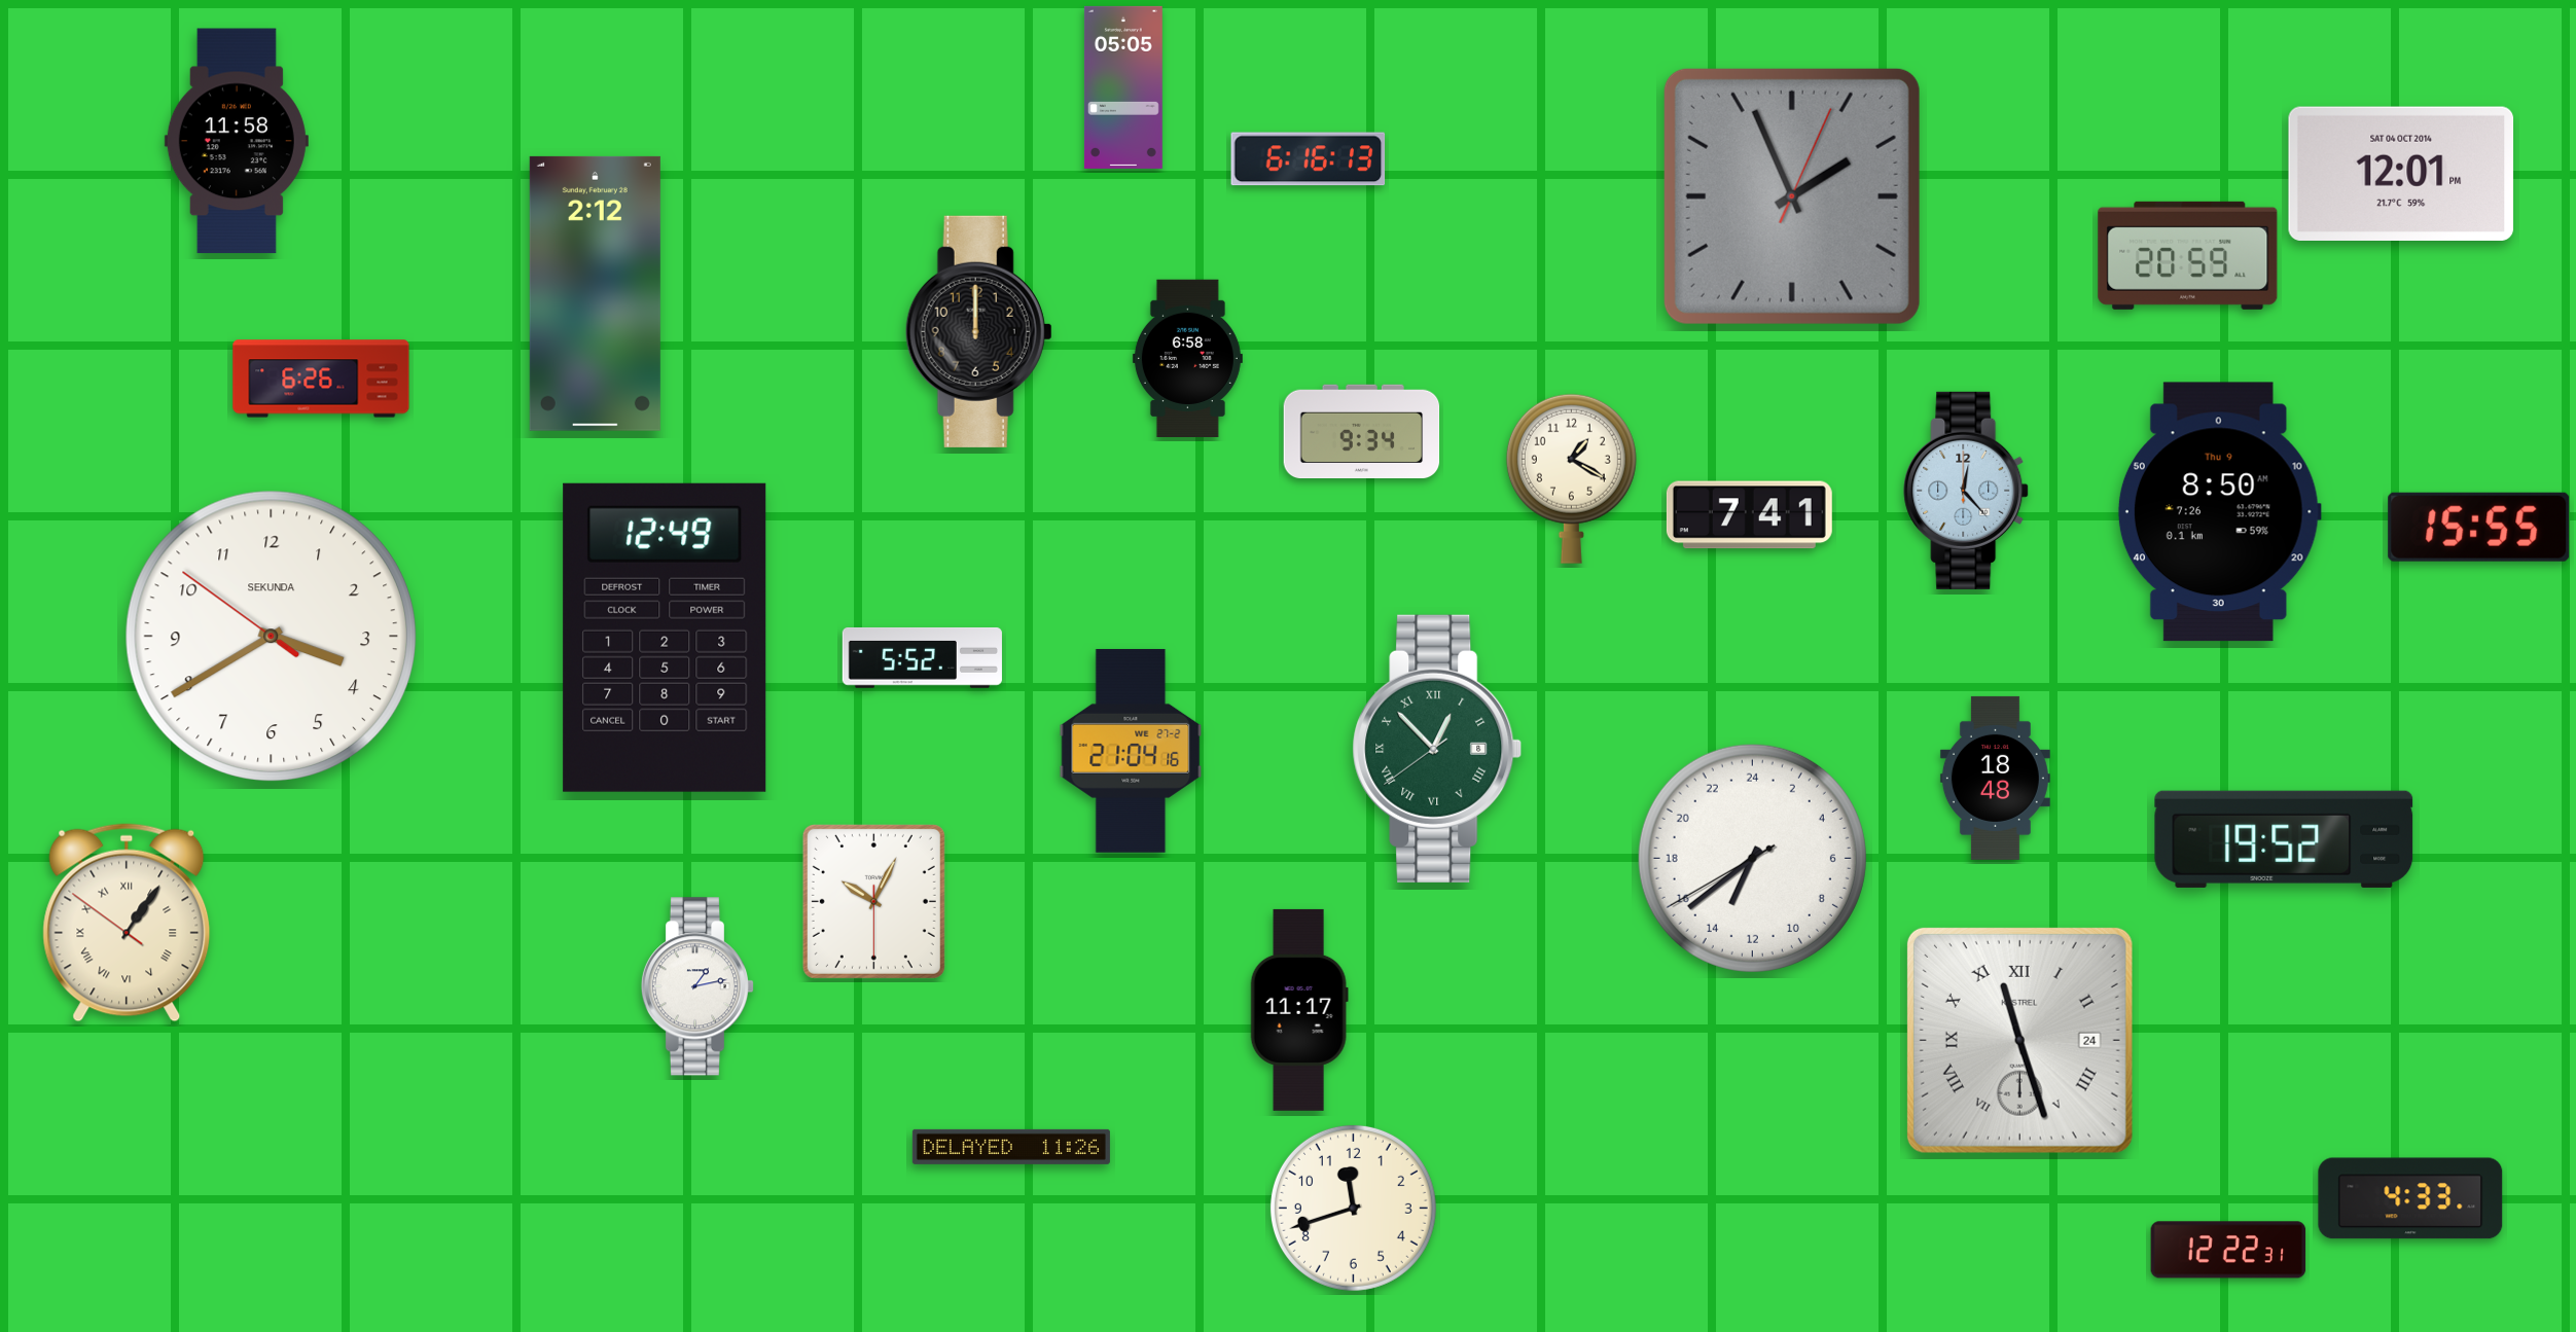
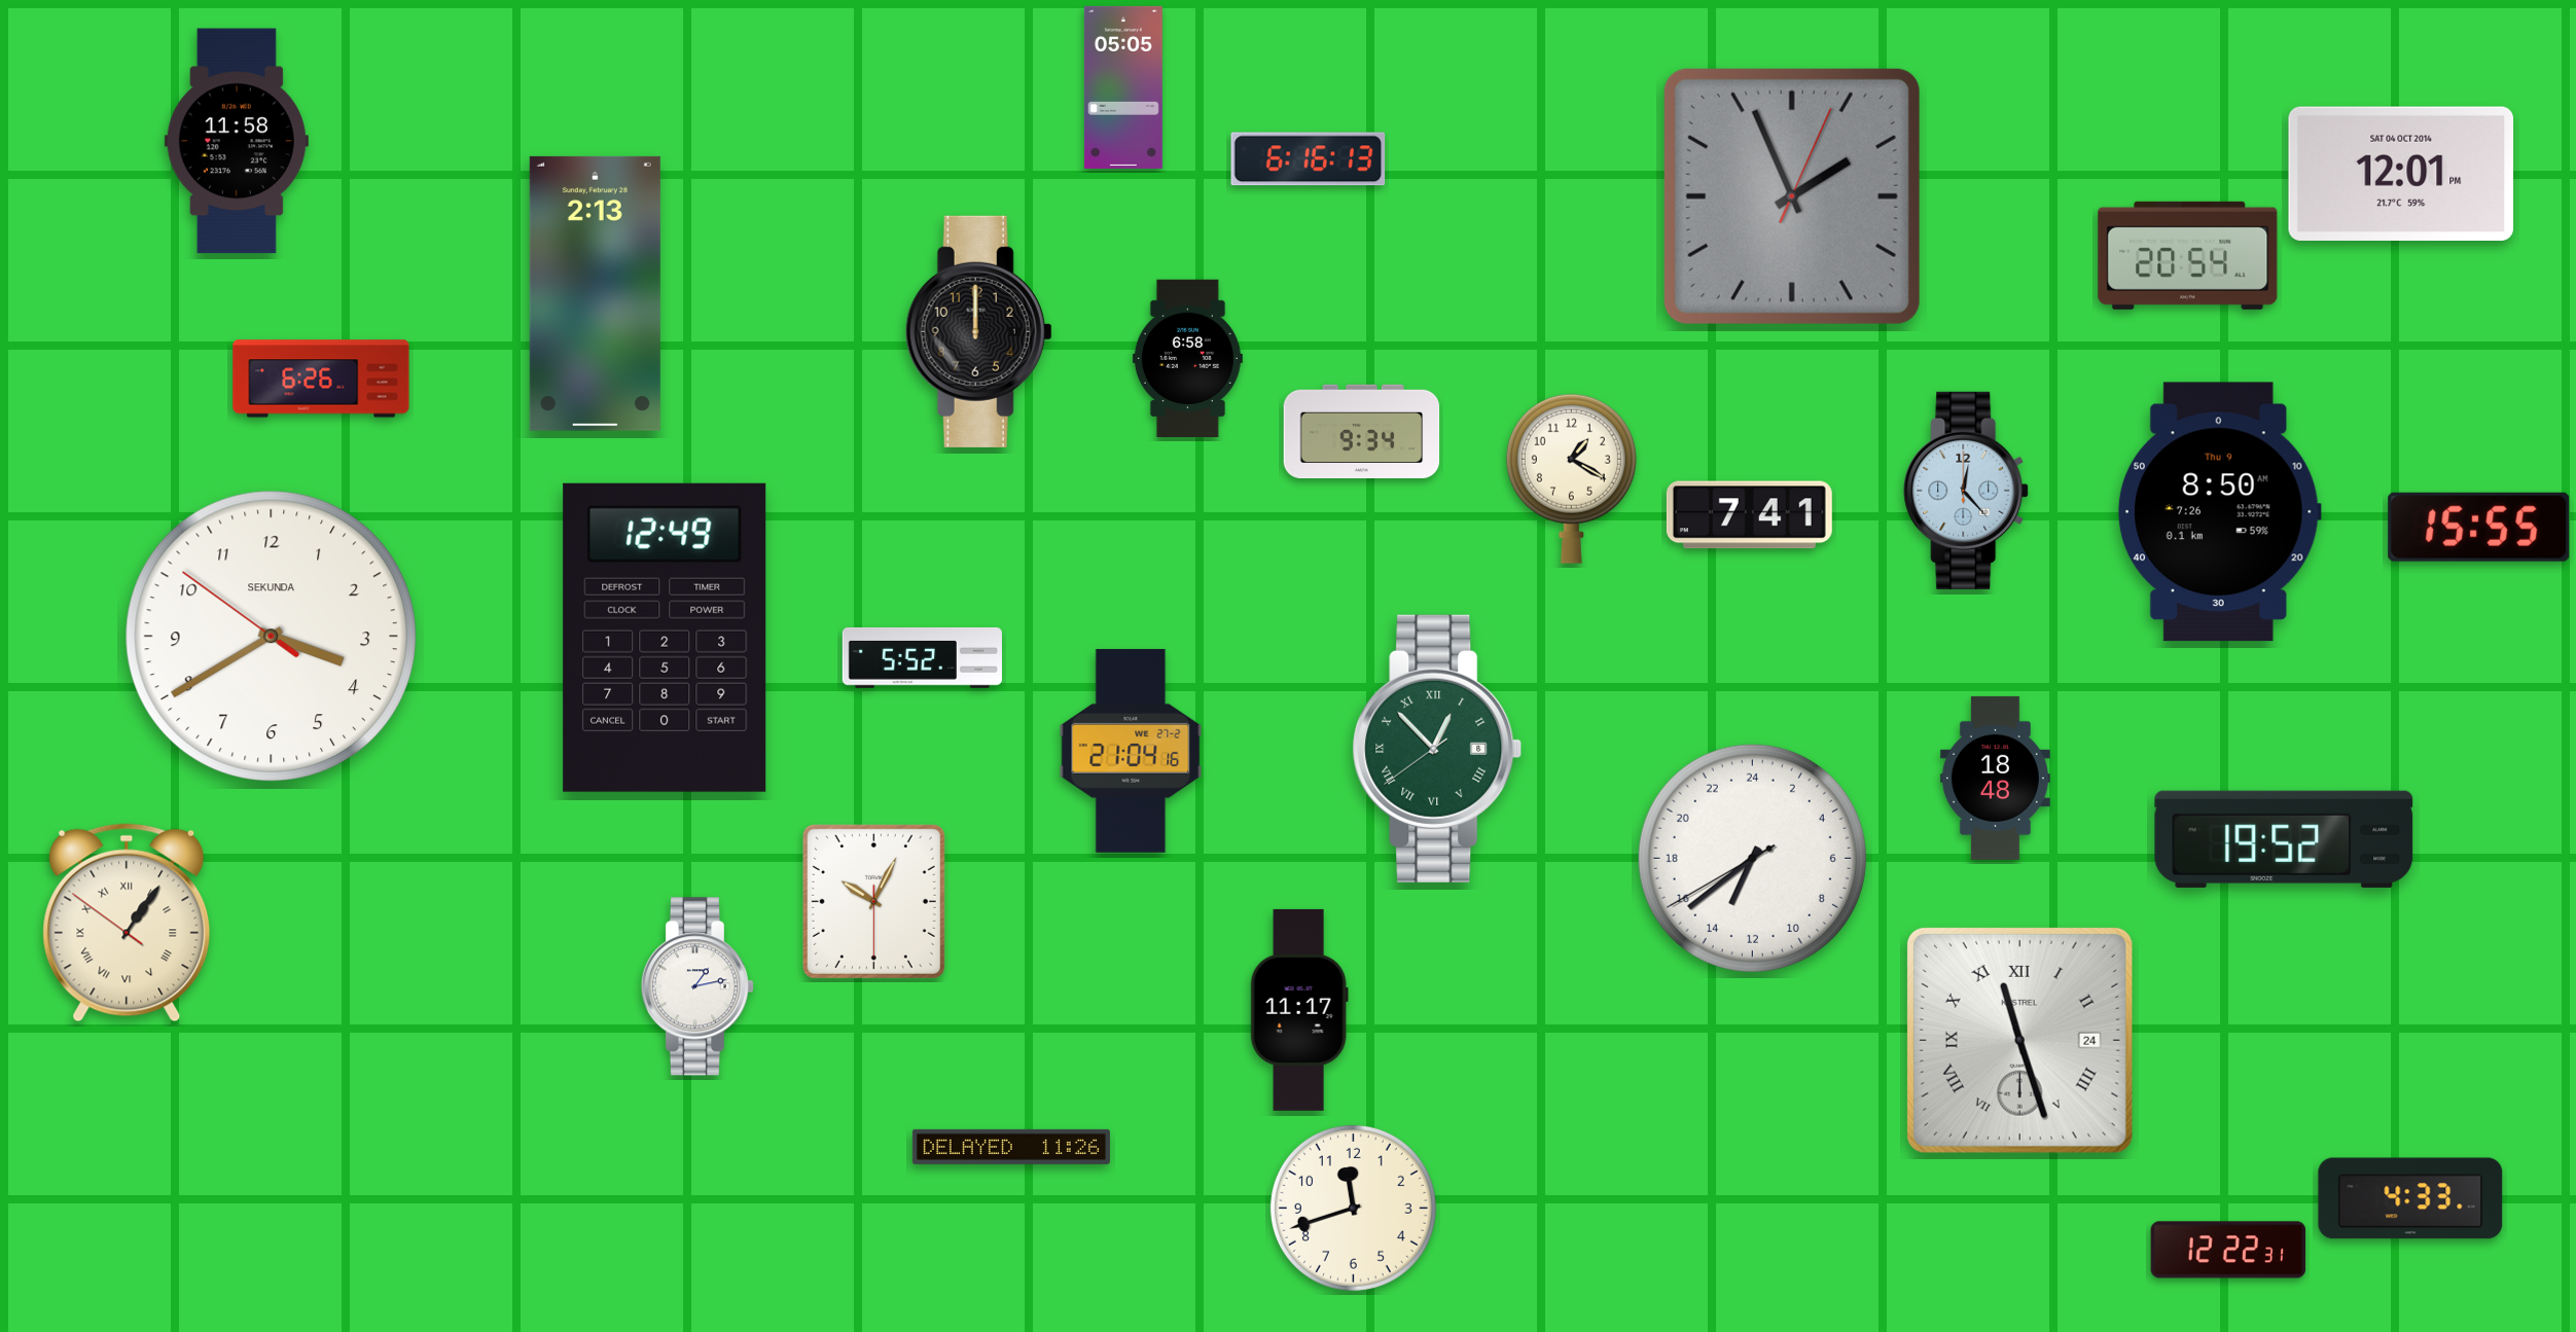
clock at (2188, 255): 20:59 -> 20:54
clock at (595, 293): 2:12 -> 2:13
